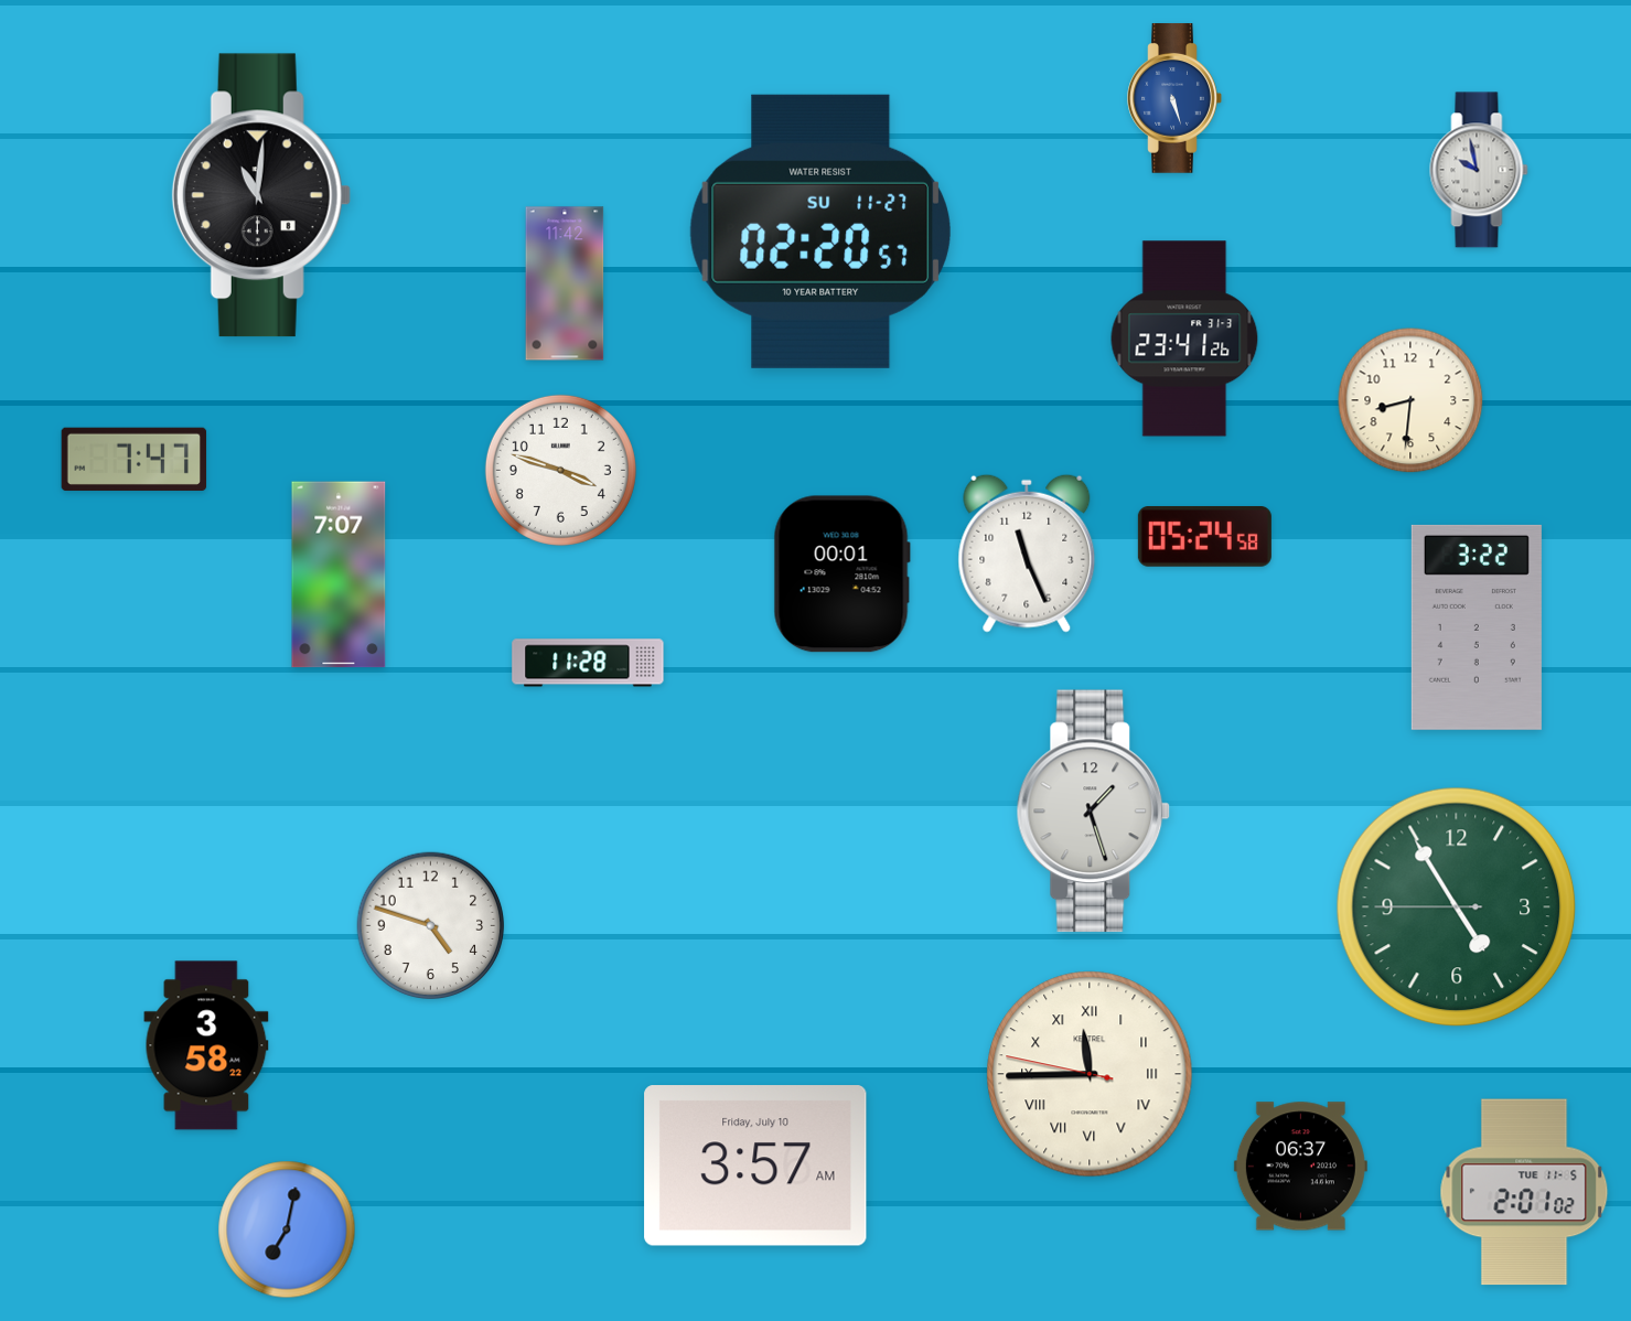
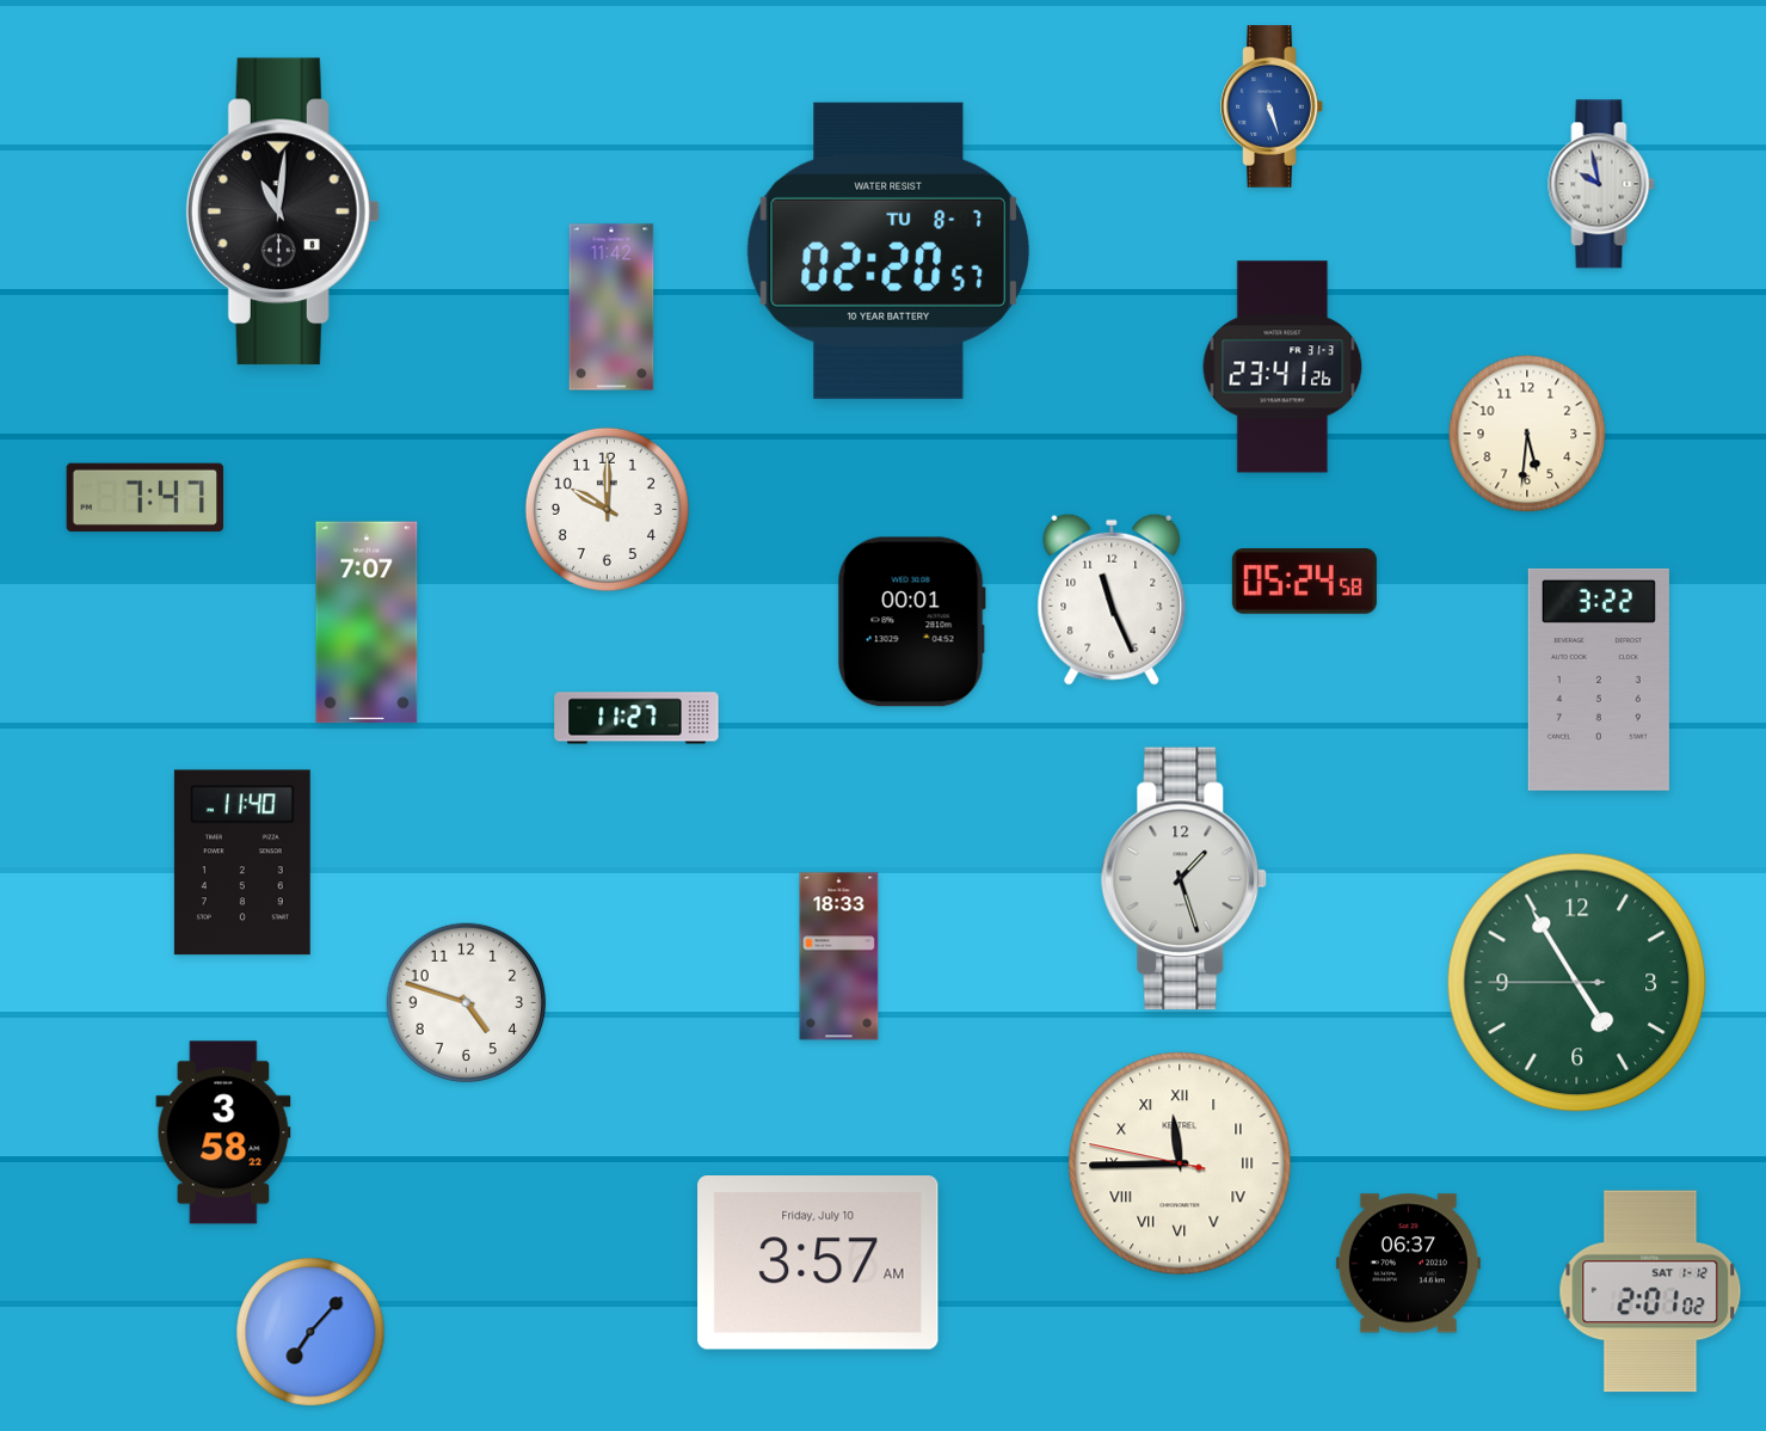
clock at (819, 232) date: SU 11-27 -> TU 8-7
clock at (1410, 400): 8:31 -> 5:31
clock at (560, 470): 3:48 -> 10:00
clock at (588, 663): 11:28 -> 11:27
clock at (242, 862): none -> 11:40
clock at (839, 957): none -> 18:33
clock at (1524, 1192) date: TUE 11-5 -> SAT 1-12
clock at (287, 1229): 7:02 -> 7:07
